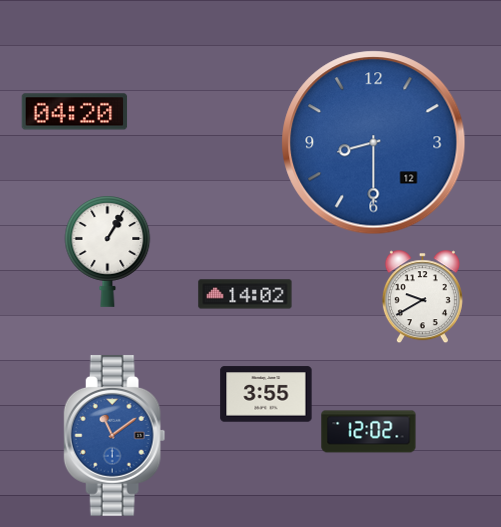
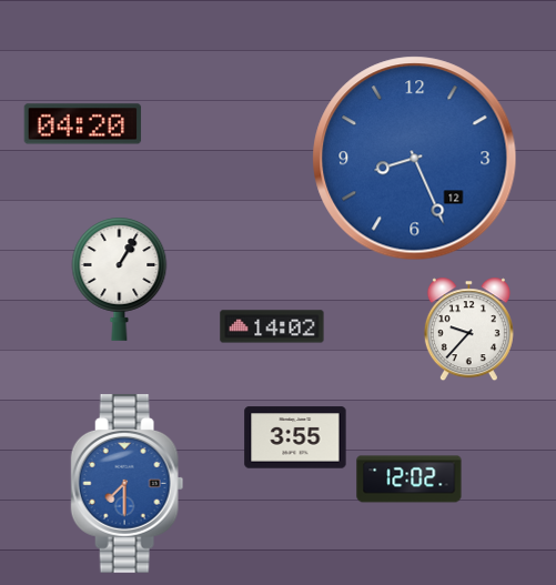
clock at (374, 143): 8:30 -> 8:26
clock at (422, 297): 9:40 -> 9:37
clock at (115, 435): 11:09 -> 7:30
